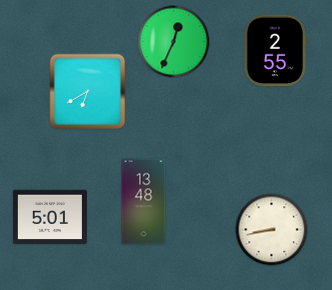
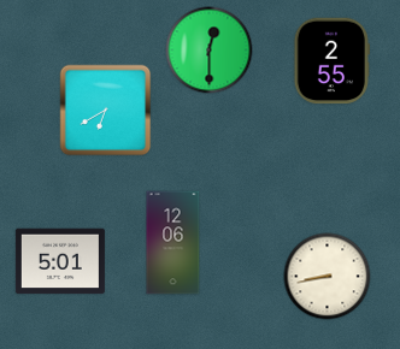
clock at (174, 42): 12:34 -> 12:30
clock at (144, 202): 13:48 -> 12:06
